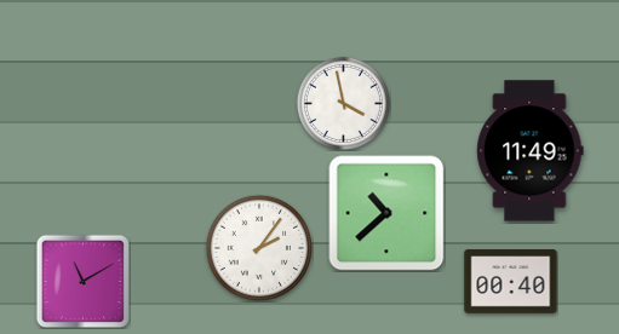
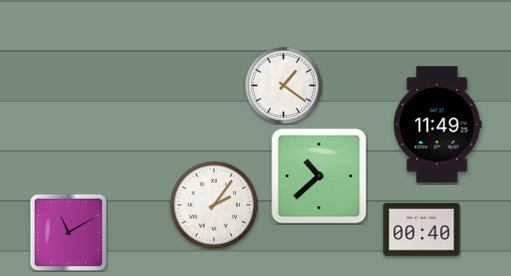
clock at (343, 103): 3:58 -> 1:21
clock at (511, 282) position: (511, 282) -> (422, 230)
